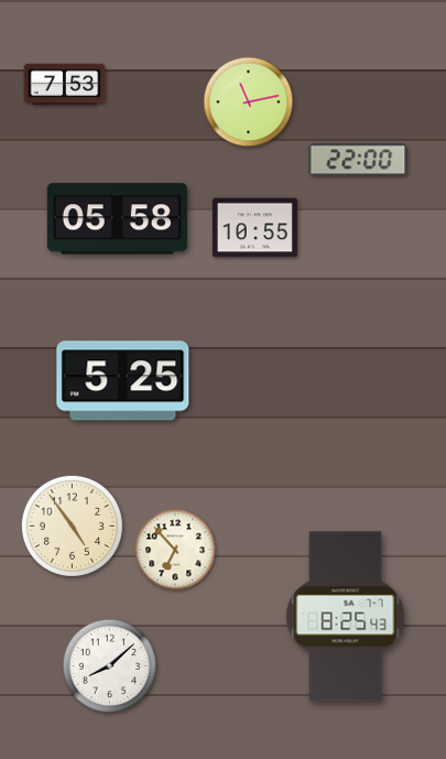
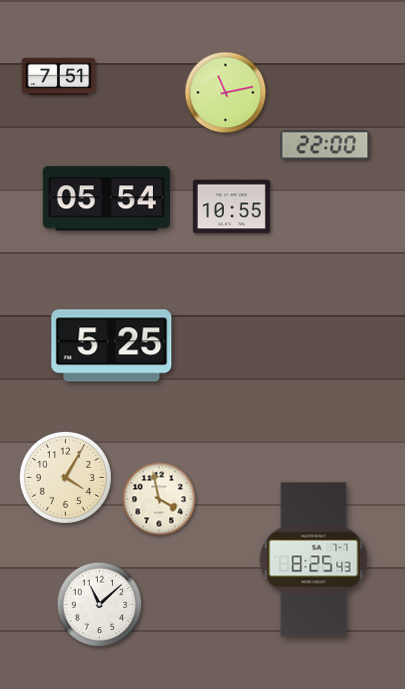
clock at (65, 85): 7:53 -> 7:51
clock at (117, 219): 05:58 -> 05:54
clock at (72, 525): 4:54 -> 4:05
clock at (175, 550): 6:53 -> 3:58
clock at (110, 666): 8:08 -> 11:08
